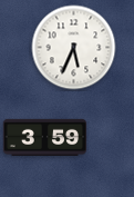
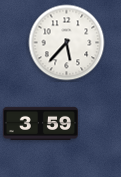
clock at (74, 48): 5:34 -> 5:37
